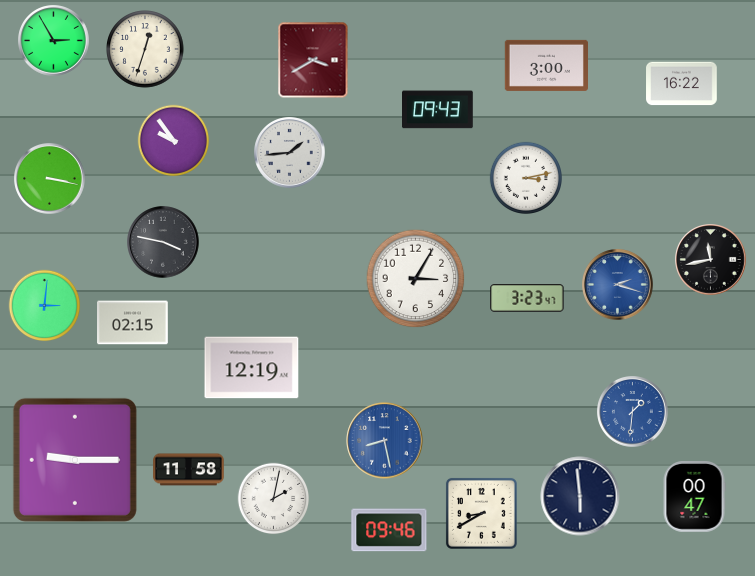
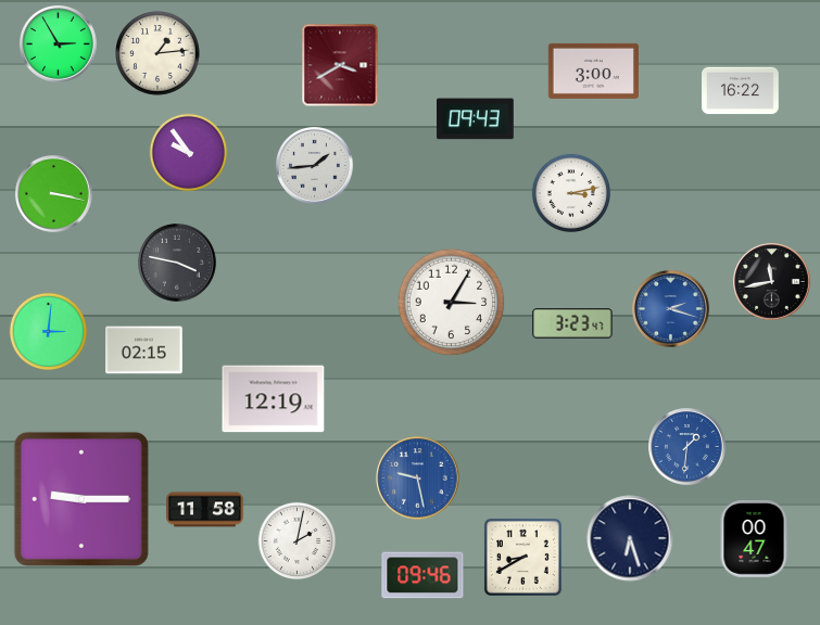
clock at (145, 49): 12:33 -> 1:14
clock at (385, 441): 8:28 -> 9:28
clock at (580, 496): 5:59 -> 6:27
